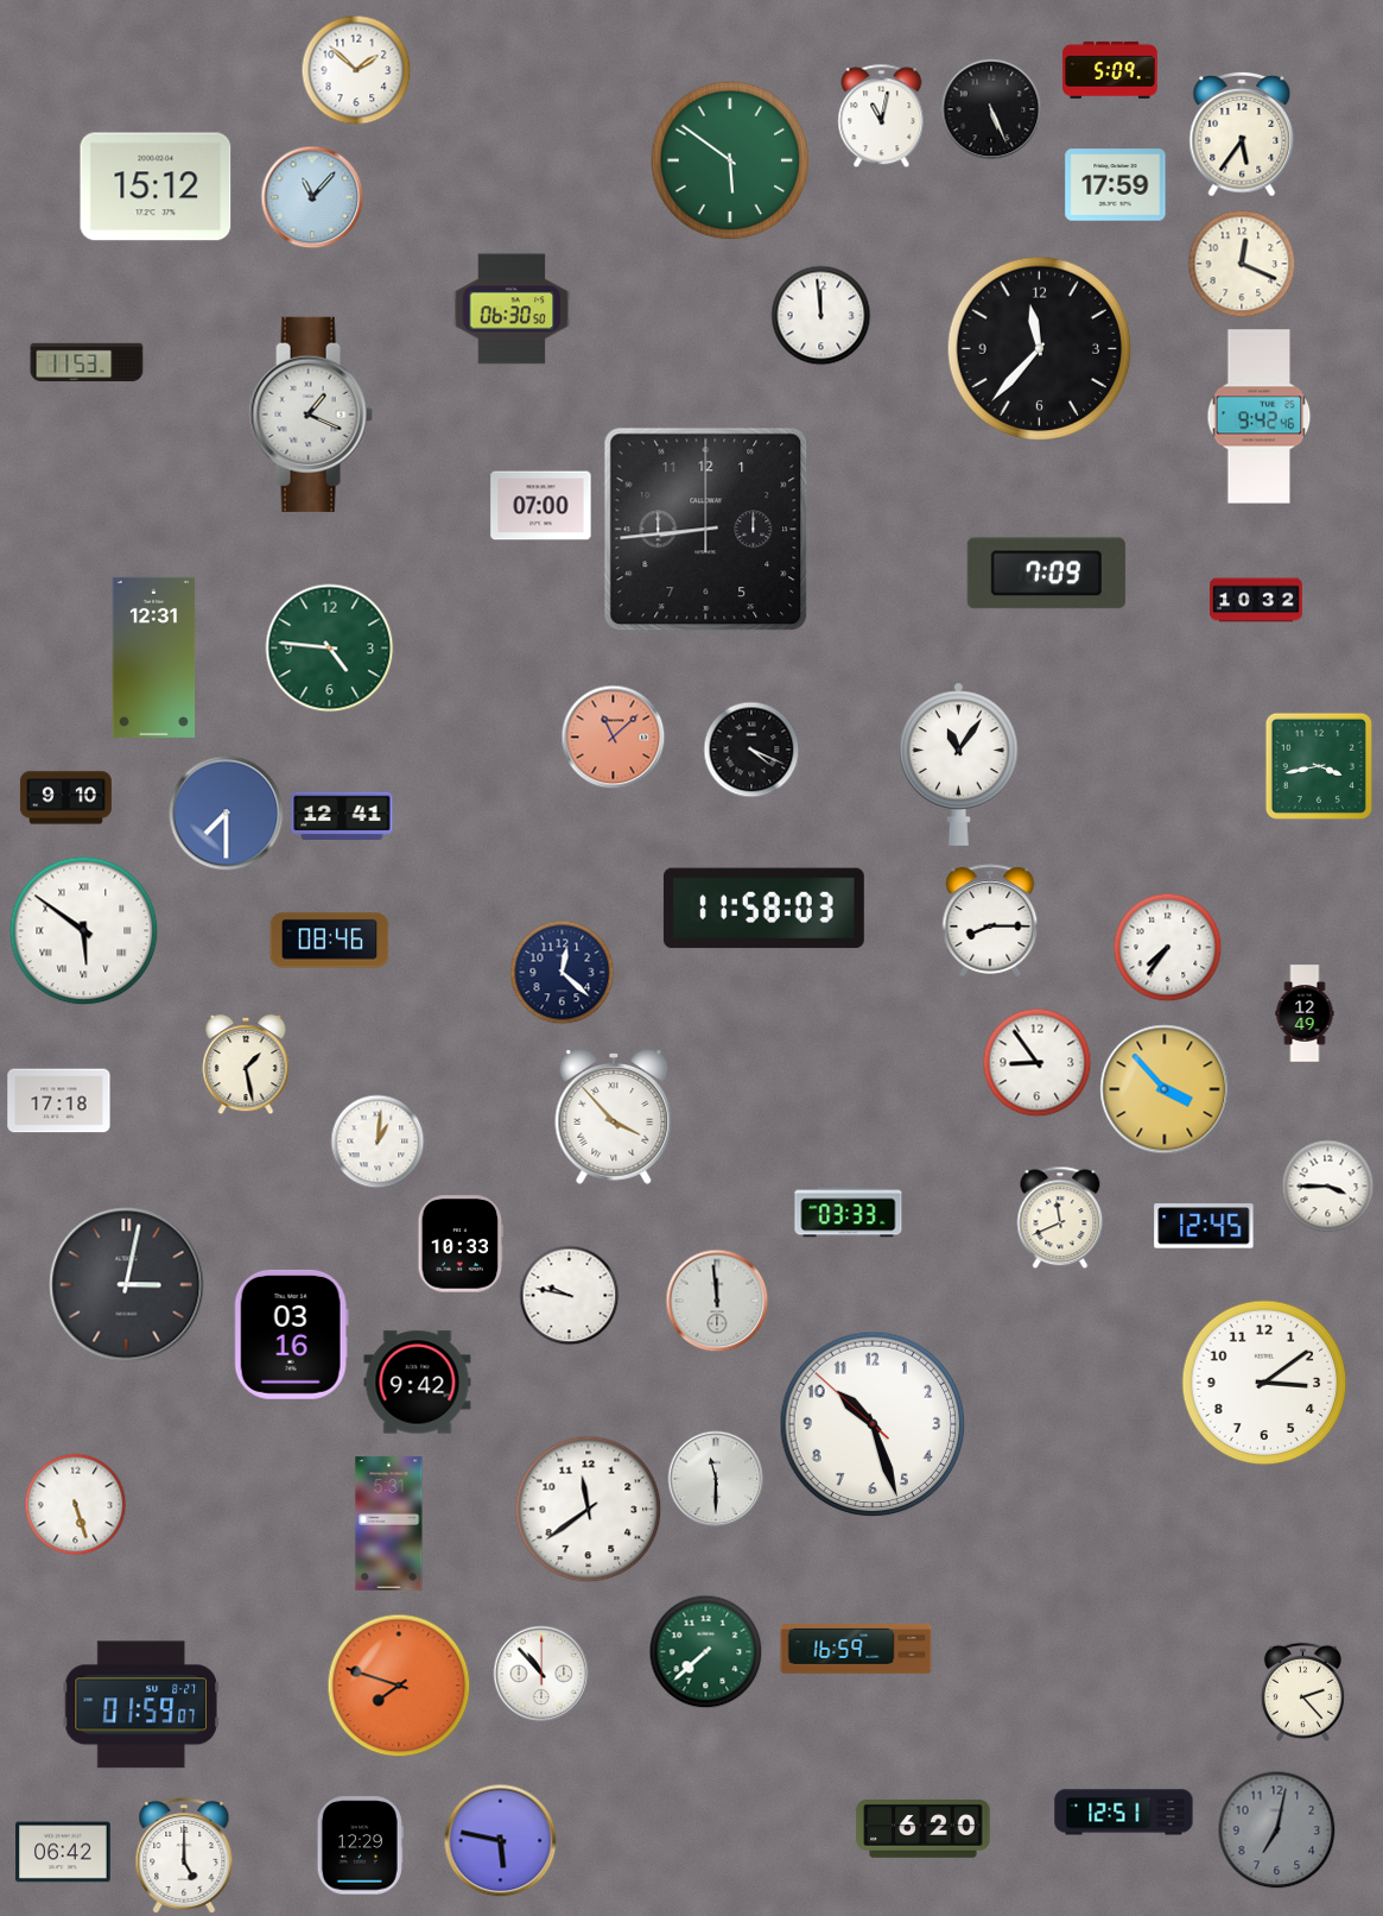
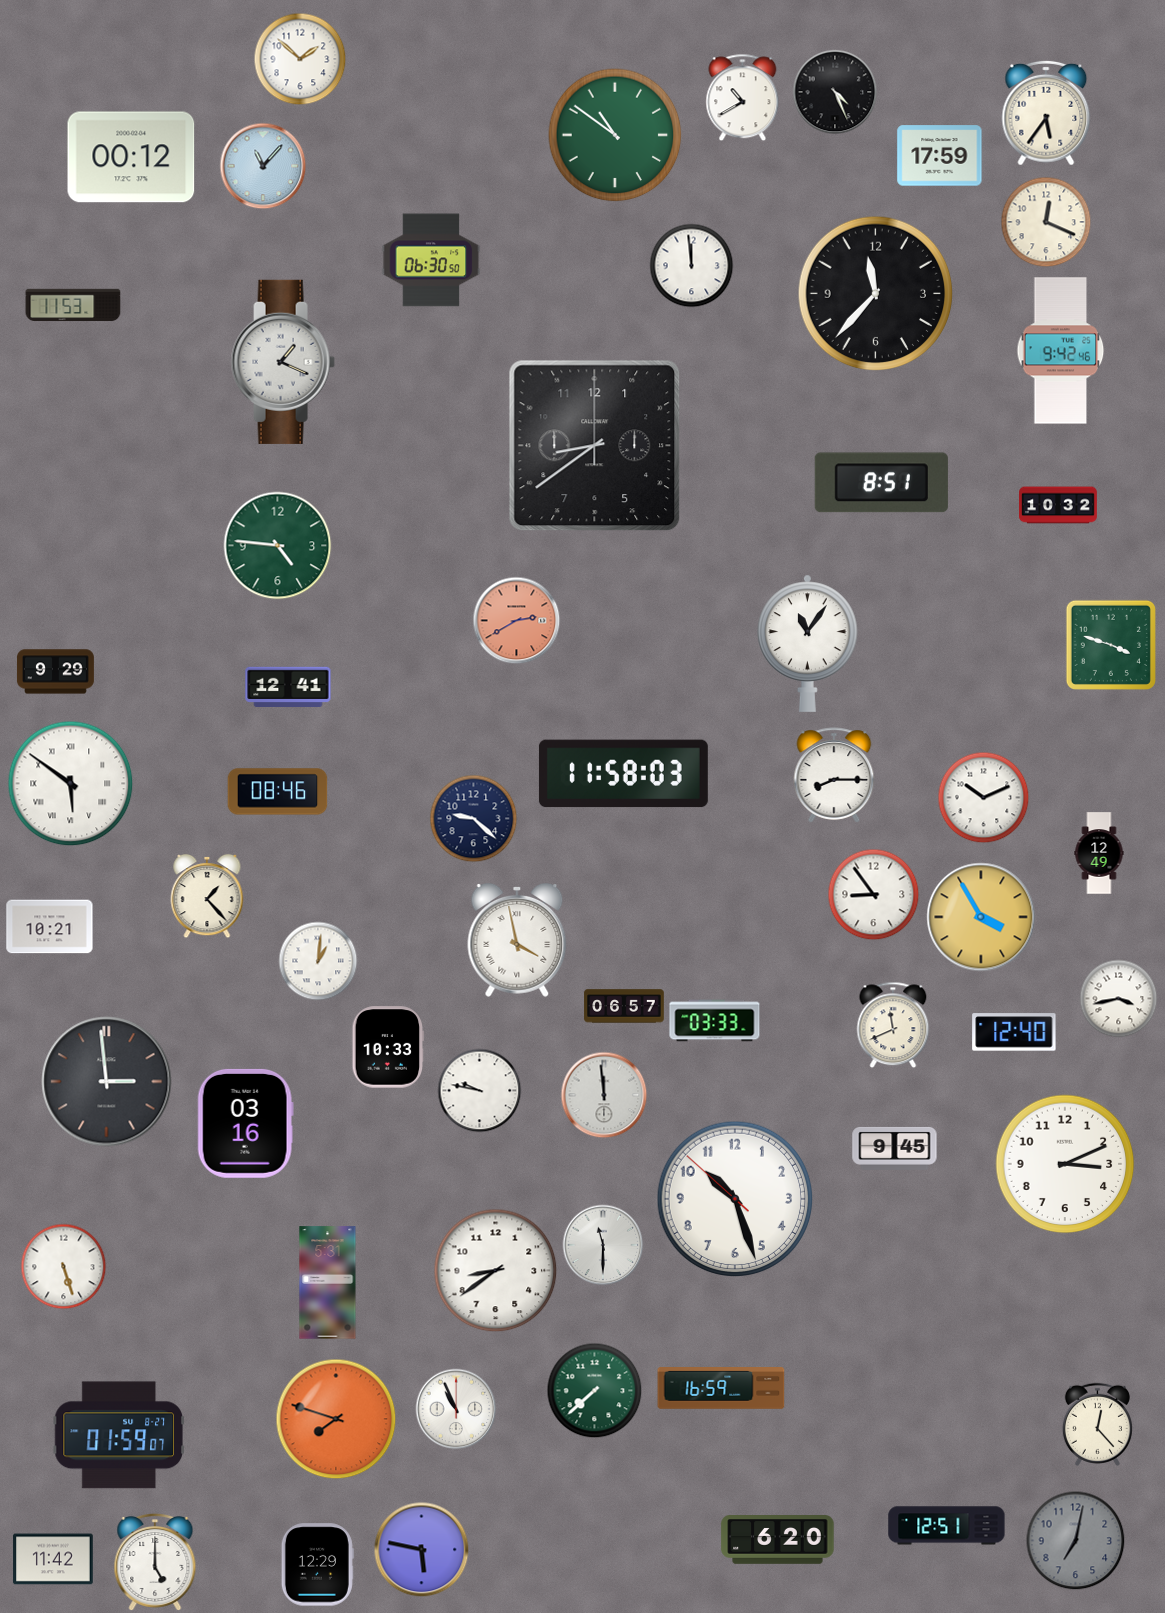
clock at (1110, 70): 5:09 -> none
clock at (991, 109): 5:26 -> 4:26
clock at (882, 116): 11:02 -> 10:40
clock at (730, 160): 5:51 -> 10:51
clock at (156, 186): 15:12 -> 00:12
clock at (311, 415) position: (311, 415) -> (283, 362)
clock at (541, 506): 07:00 -> none
clock at (706, 530): 8:44 -> 8:39
clock at (1046, 574): 7:09 -> 8:51
clock at (154, 657): 12:31 -> none
clock at (614, 738): 11:08 -> 2:40
clock at (751, 750): 4:19 -> none
clock at (1319, 766): 3:43 -> 3:48
clock at (65, 798): 9:10 -> 9:29
clock at (227, 814): 7:30 -> none
clock at (763, 909) position: (763, 909) -> (623, 774)
clock at (1168, 948): 7:36 -> 10:11
clock at (563, 973): 12:22 -> 9:22
clock at (246, 1064): 1:28 -> 1:23
clock at (1165, 1089): 3:53 -> 3:55
clock at (59, 1101): 17:18 -> 10:21
clock at (614, 1118): 3:53 -> 3:58
clock at (1328, 1187): 3:45 -> 3:43
clock at (624, 1006): none -> 06:57
clock at (1204, 1226): 12:45 -> 12:40
clock at (127, 1285): 3:02 -> 2:59
clock at (895, 1148): none -> 9:45
clock at (418, 1383): 9:42 -> none
clock at (1264, 1383): 3:09 -> 3:11
clock at (589, 1510): 11:39 -> 8:39
clock at (541, 1674): 10:53 -> 10:56
clock at (1302, 1691): 2:23 -> 12:23
clock at (360, 1846) position: (360, 1846) -> (317, 1565)
clock at (63, 1852): 06:42 -> 11:42
